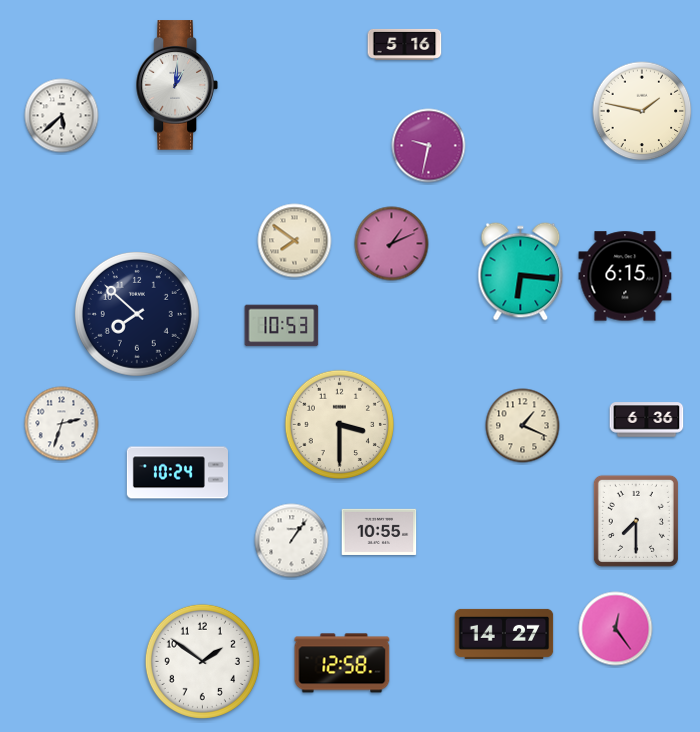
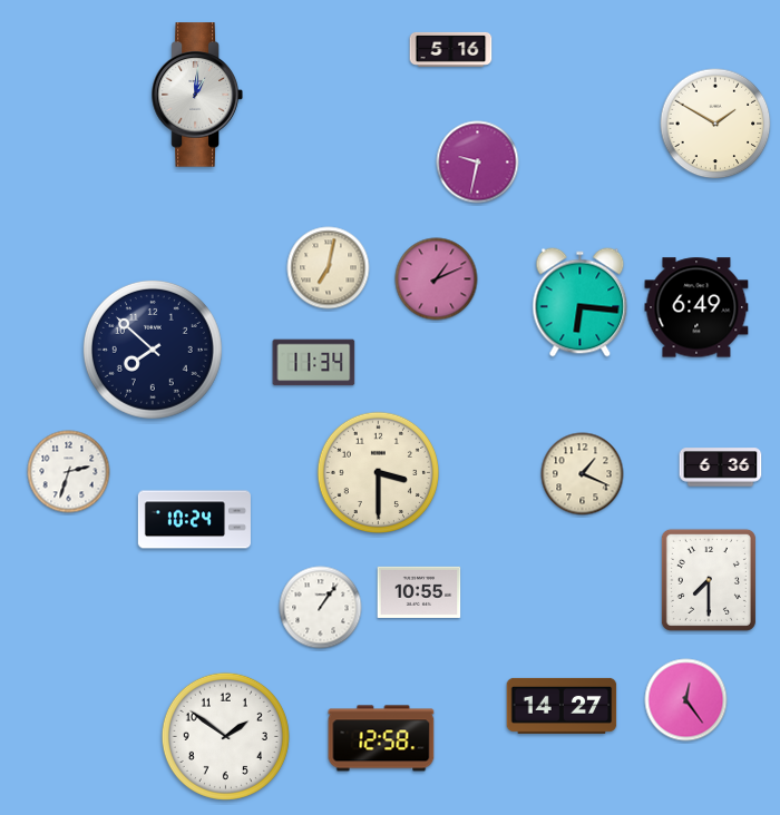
clock at (642, 111): 1:47 -> 1:50
clock at (62, 116): 5:38 -> none
clock at (295, 241): 7:51 -> 7:02
clock at (392, 244) position: (392, 244) -> (437, 279)
clock at (625, 276): 6:15 -> 6:49
clock at (282, 326): 10:53 -> 11:34
clock at (177, 473) position: (177, 473) -> (194, 520)
clock at (379, 532) position: (379, 532) -> (419, 592)
clock at (292, 541) position: (292, 541) -> (321, 608)
